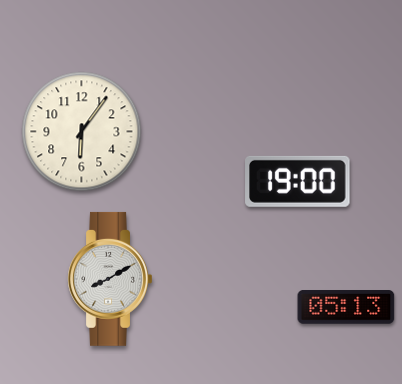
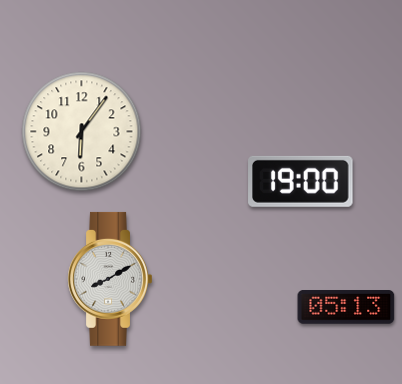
clock at (298, 181) position: (298, 181) -> (301, 181)
